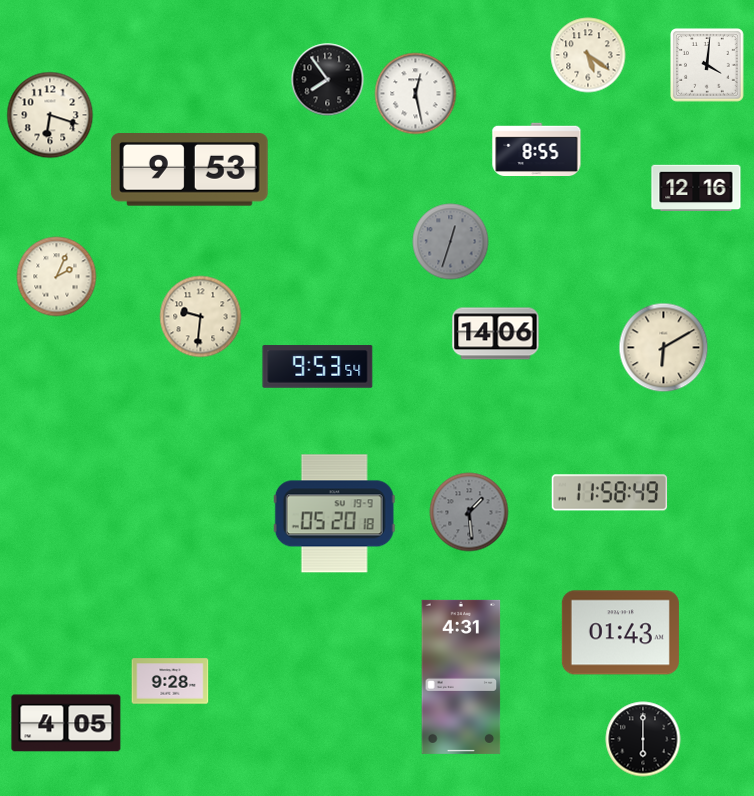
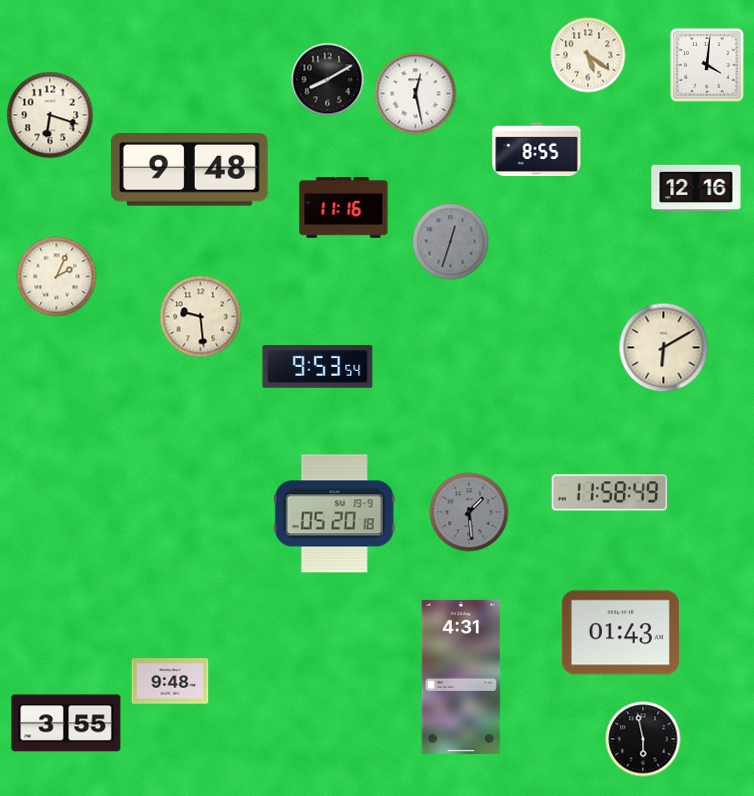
clock at (328, 80): 7:54 -> 8:10
clock at (189, 170): 9:53 -> 9:48
clock at (344, 208): none -> 11:16
clock at (201, 317): 9:31 -> 9:29
clock at (496, 334): 14:06 -> none
clock at (170, 681): 9:28 -> 9:48
clock at (66, 723): 4:05 -> 3:55
clock at (643, 739): 6:00 -> 5:58
